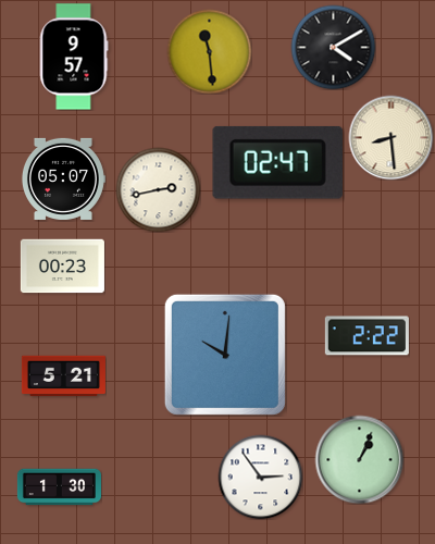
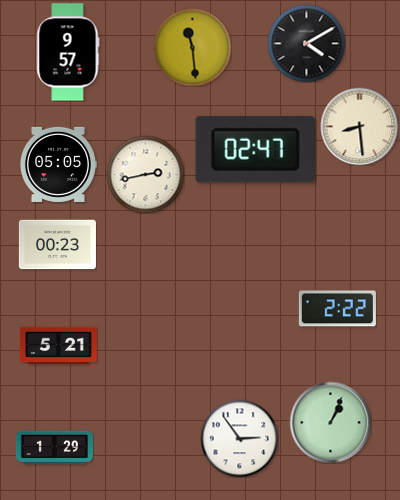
clock at (63, 178): 05:07 -> 05:05
clock at (225, 355): 10:01 -> none
clock at (59, 487): 1:30 -> 1:29
